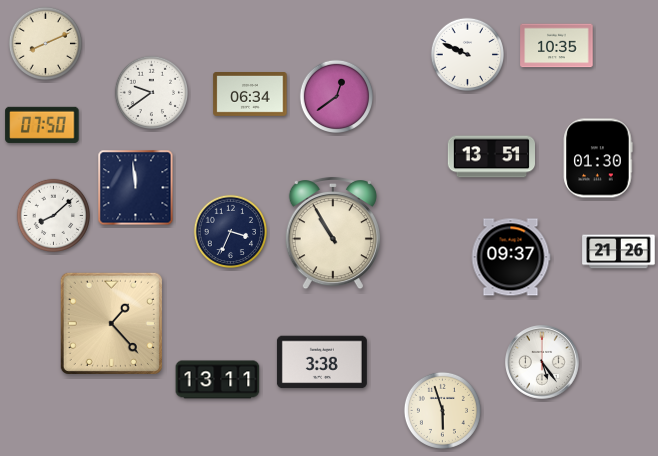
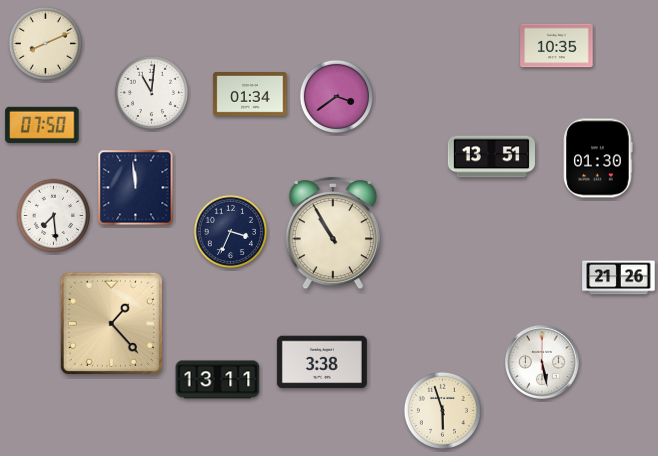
clock at (467, 54): 9:49 -> none
clock at (151, 92): 9:39 -> 11:01
clock at (250, 95): 06:34 -> 01:34
clock at (336, 96): 12:39 -> 3:39
clock at (53, 215): 8:08 -> 7:29
clock at (619, 252) position: (619, 252) -> (619, 278)
clock at (511, 257): 09:37 -> none
clock at (542, 362): 5:24 -> 5:28
